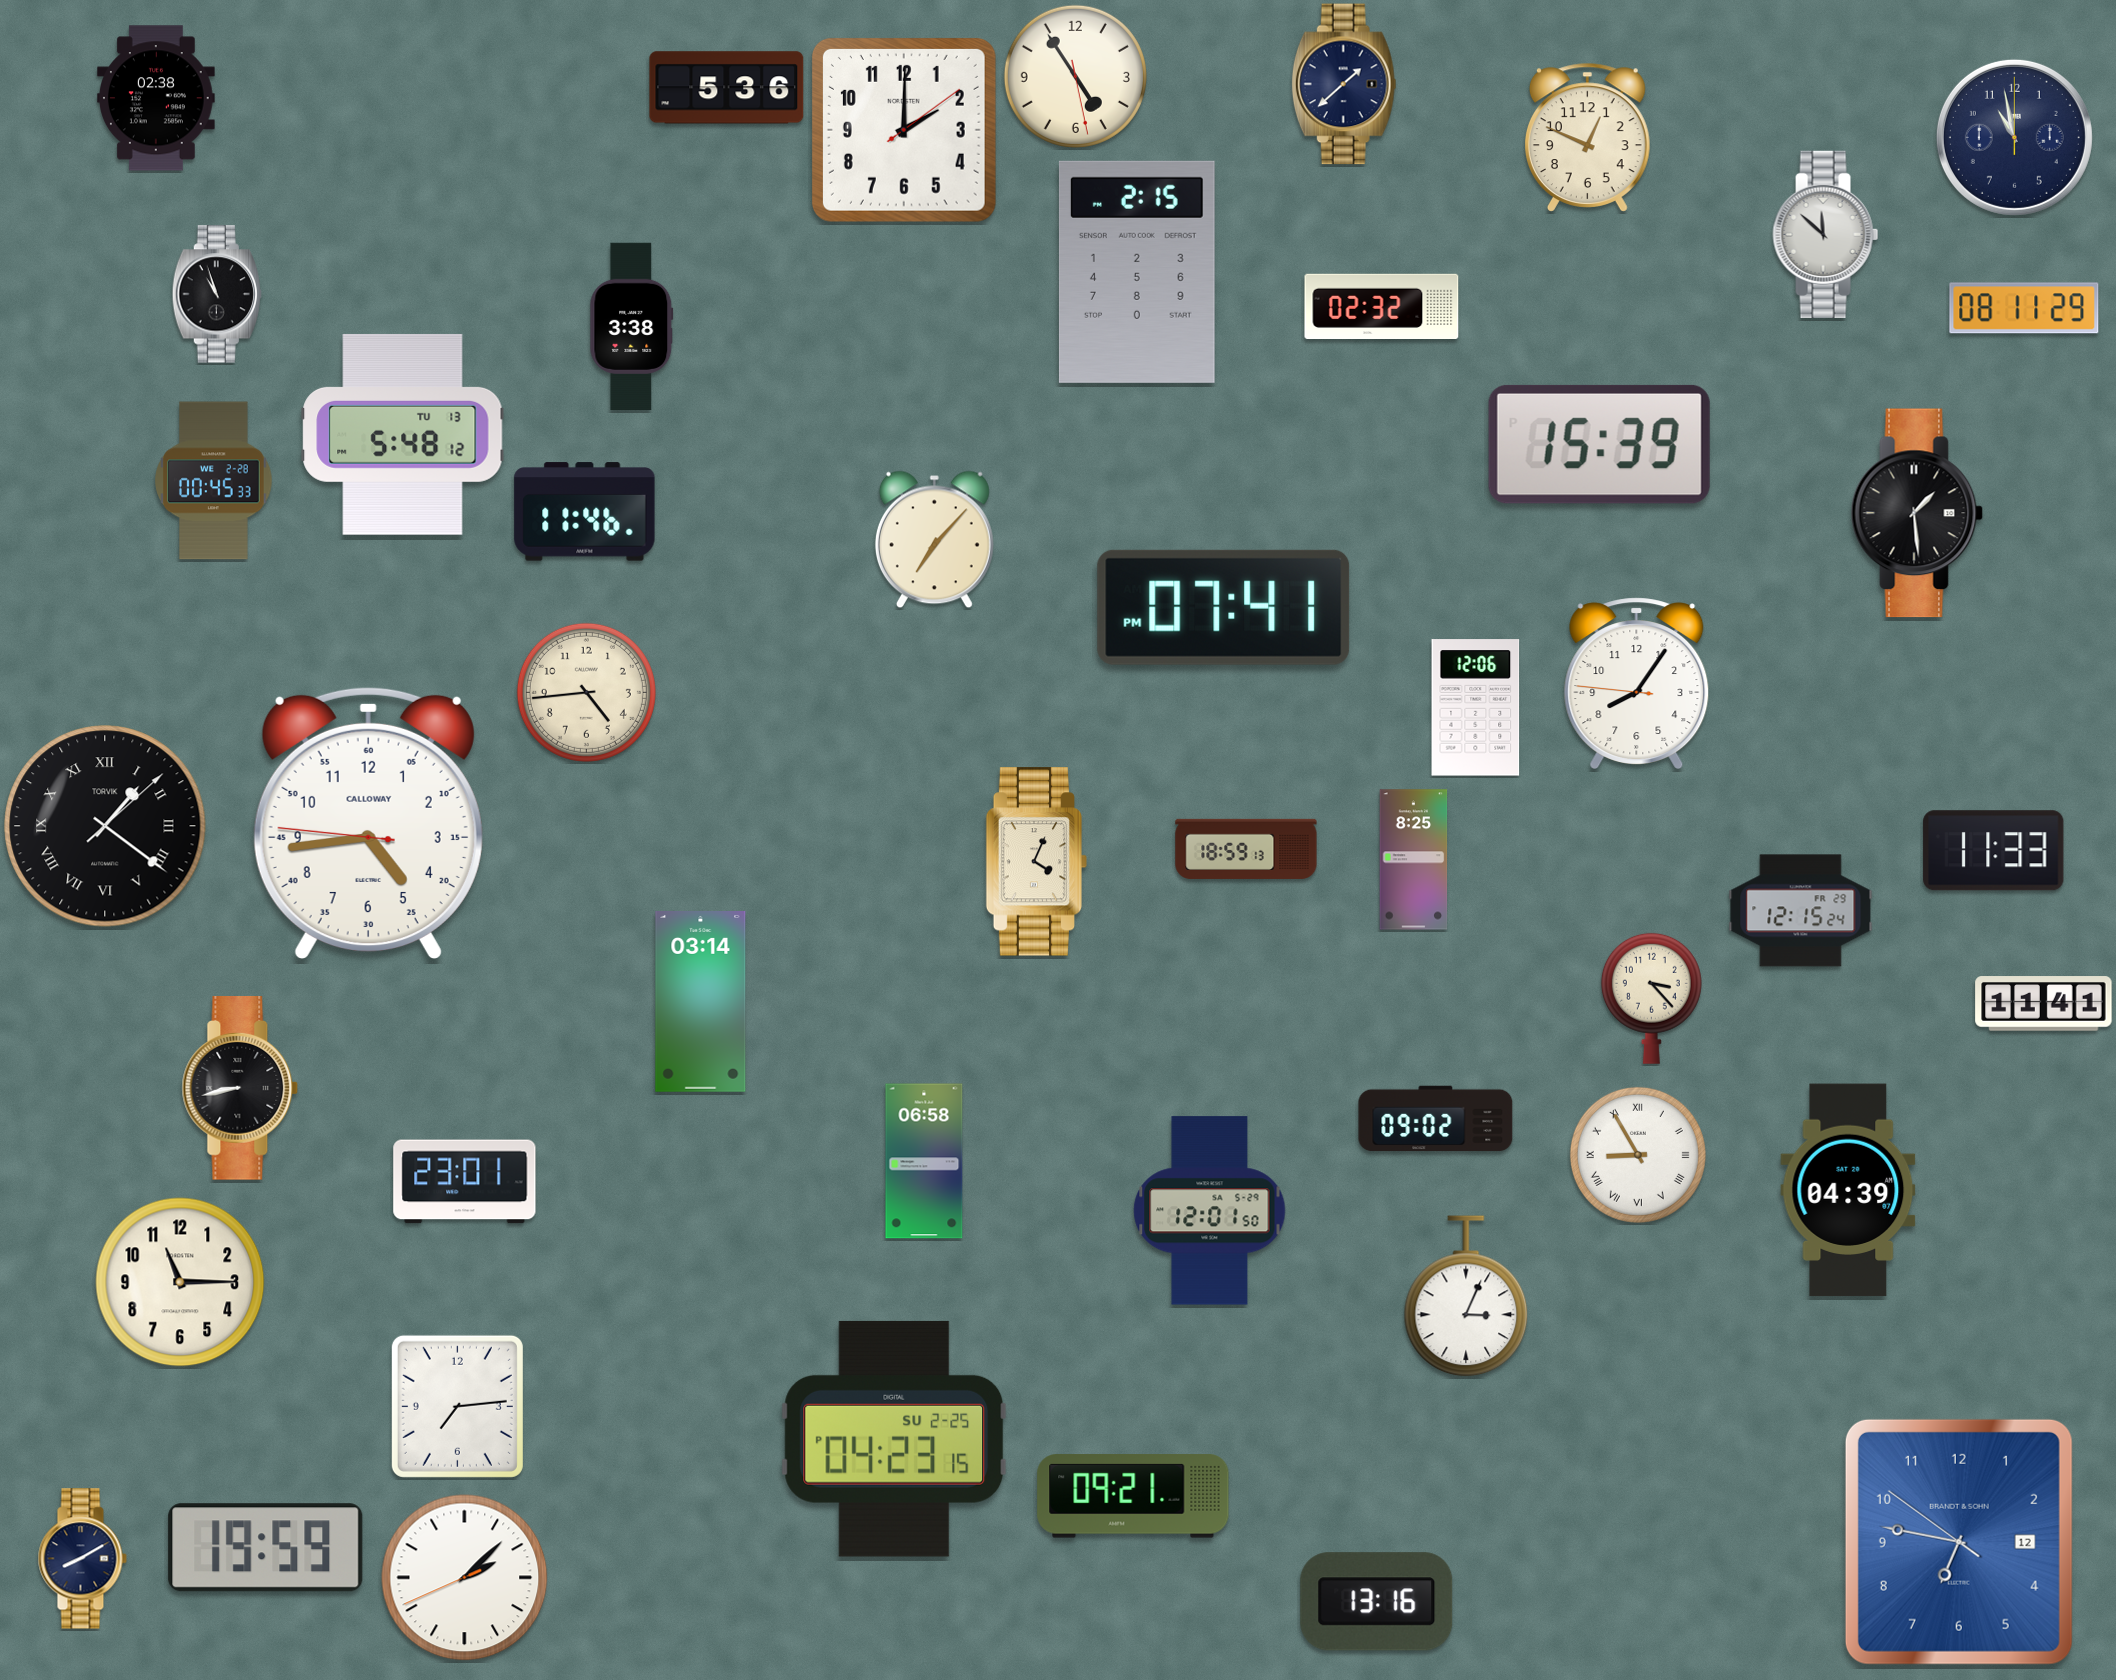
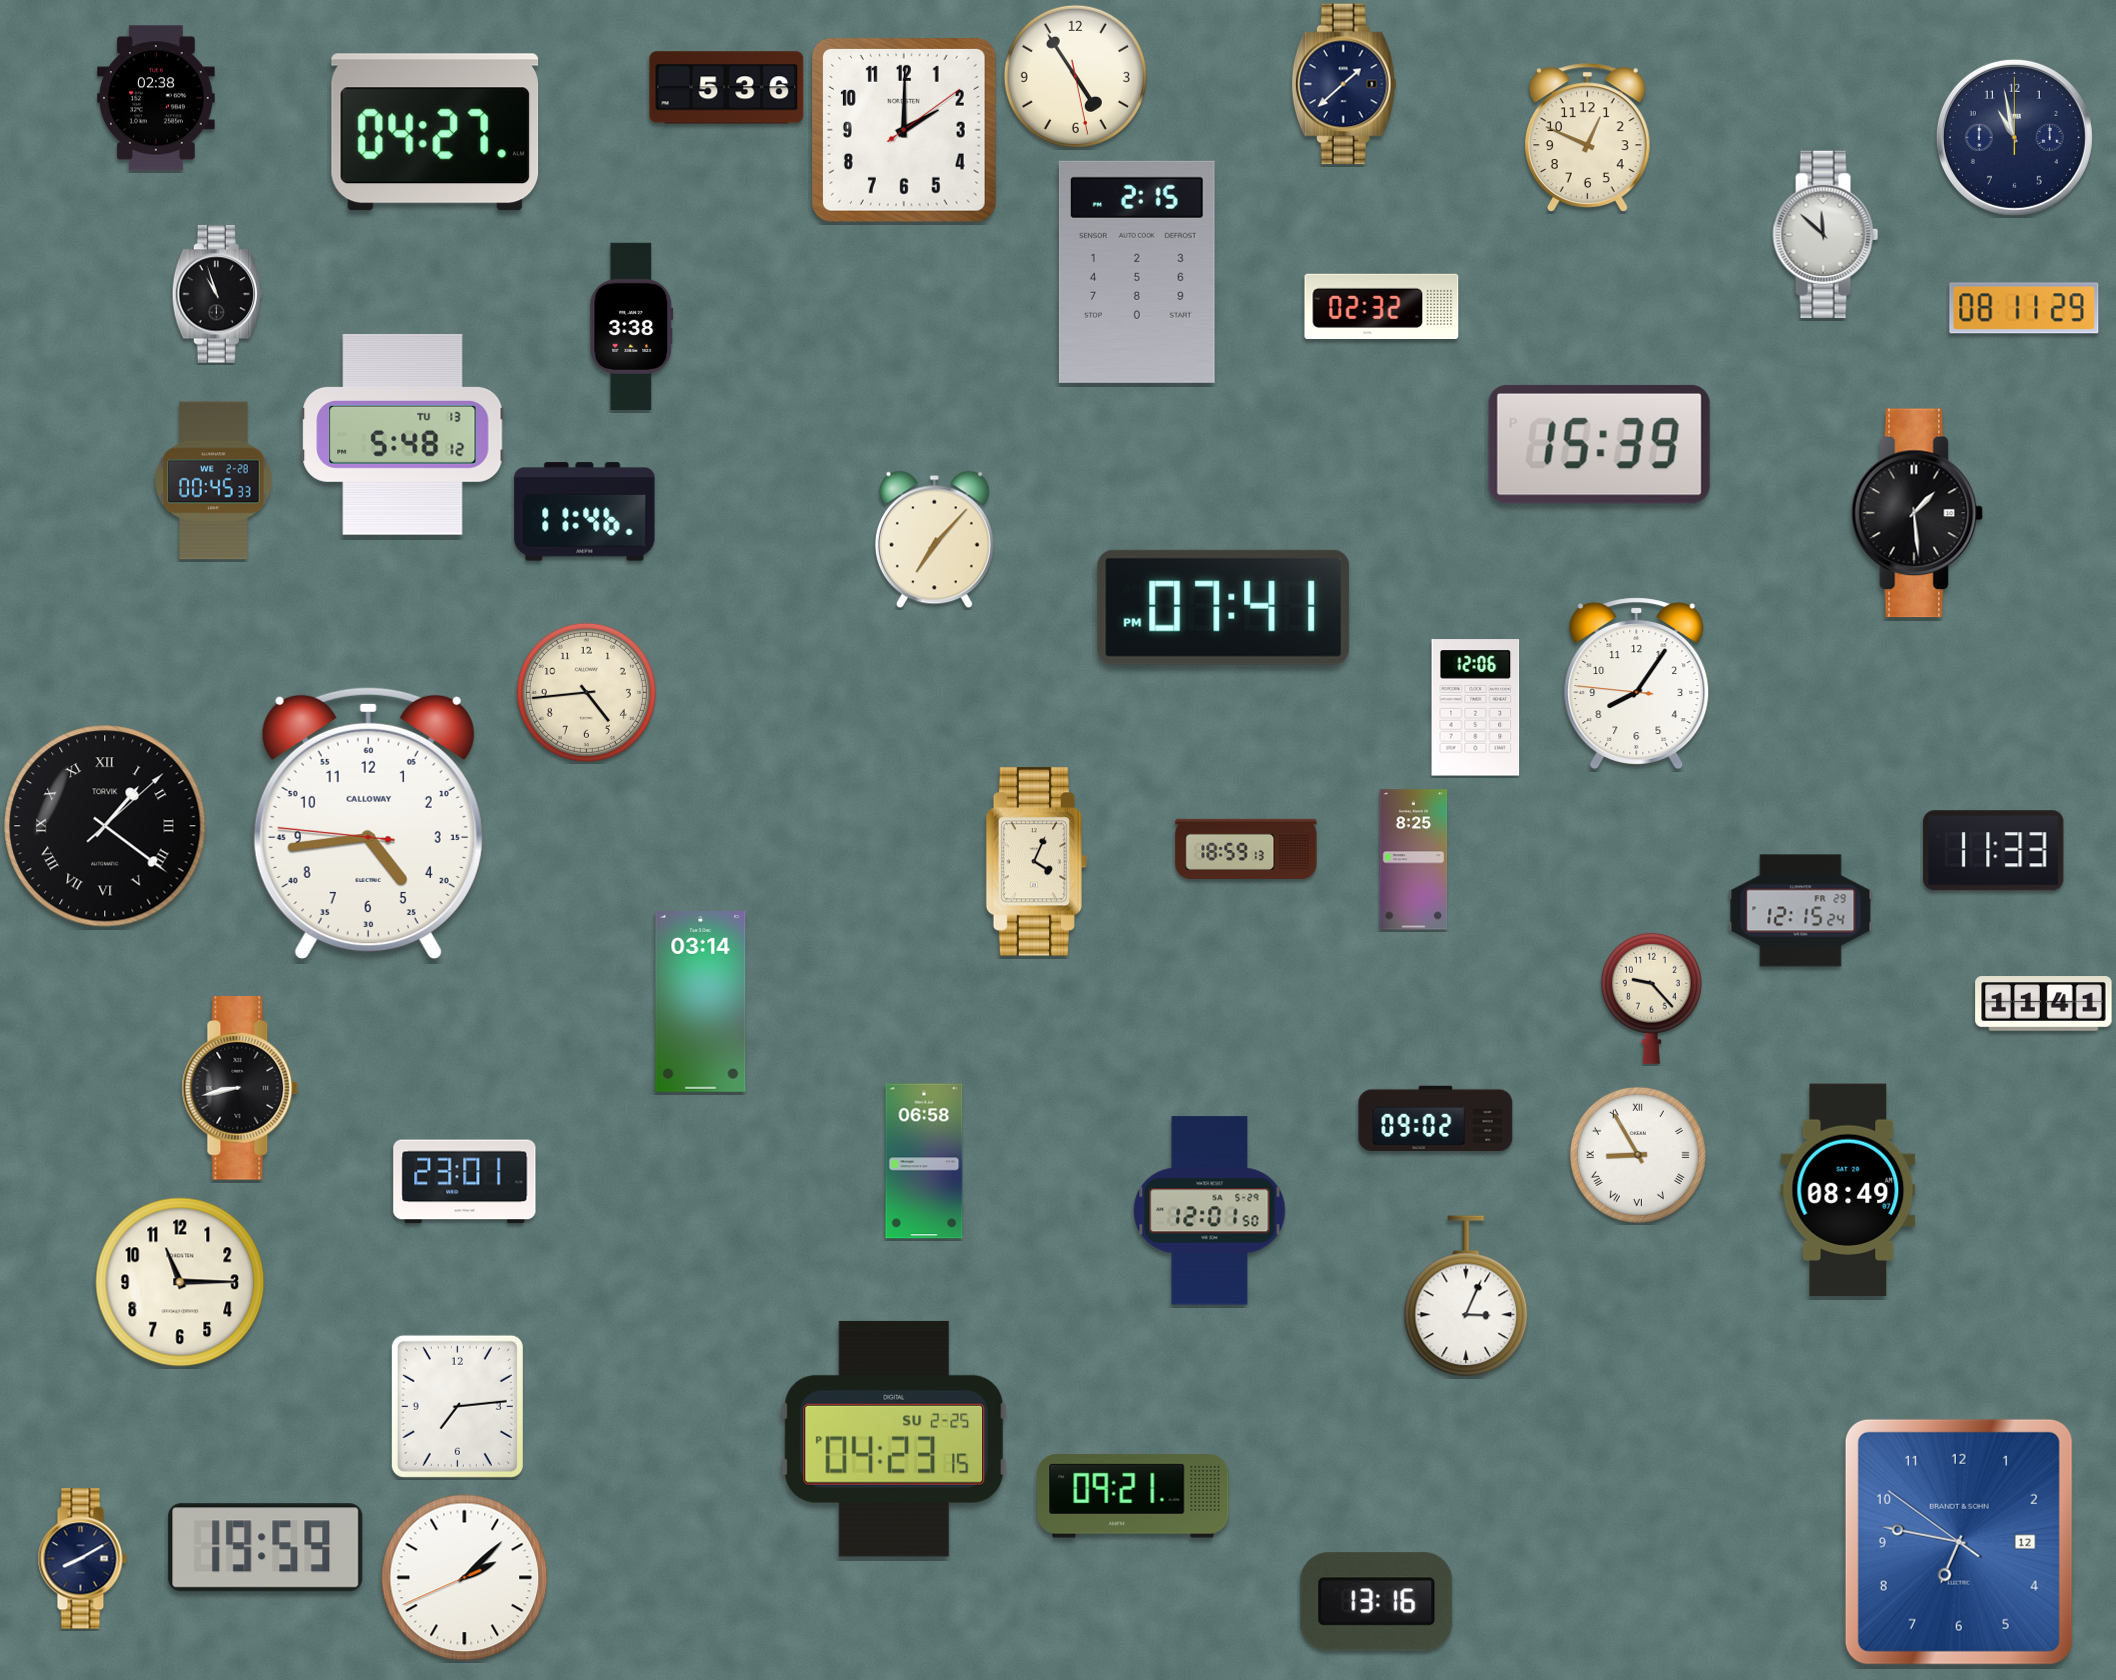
clock at (435, 132): none -> 04:27
clock at (1651, 998): 3:23 -> 9:23
clock at (1848, 1190): 04:39 -> 08:49
